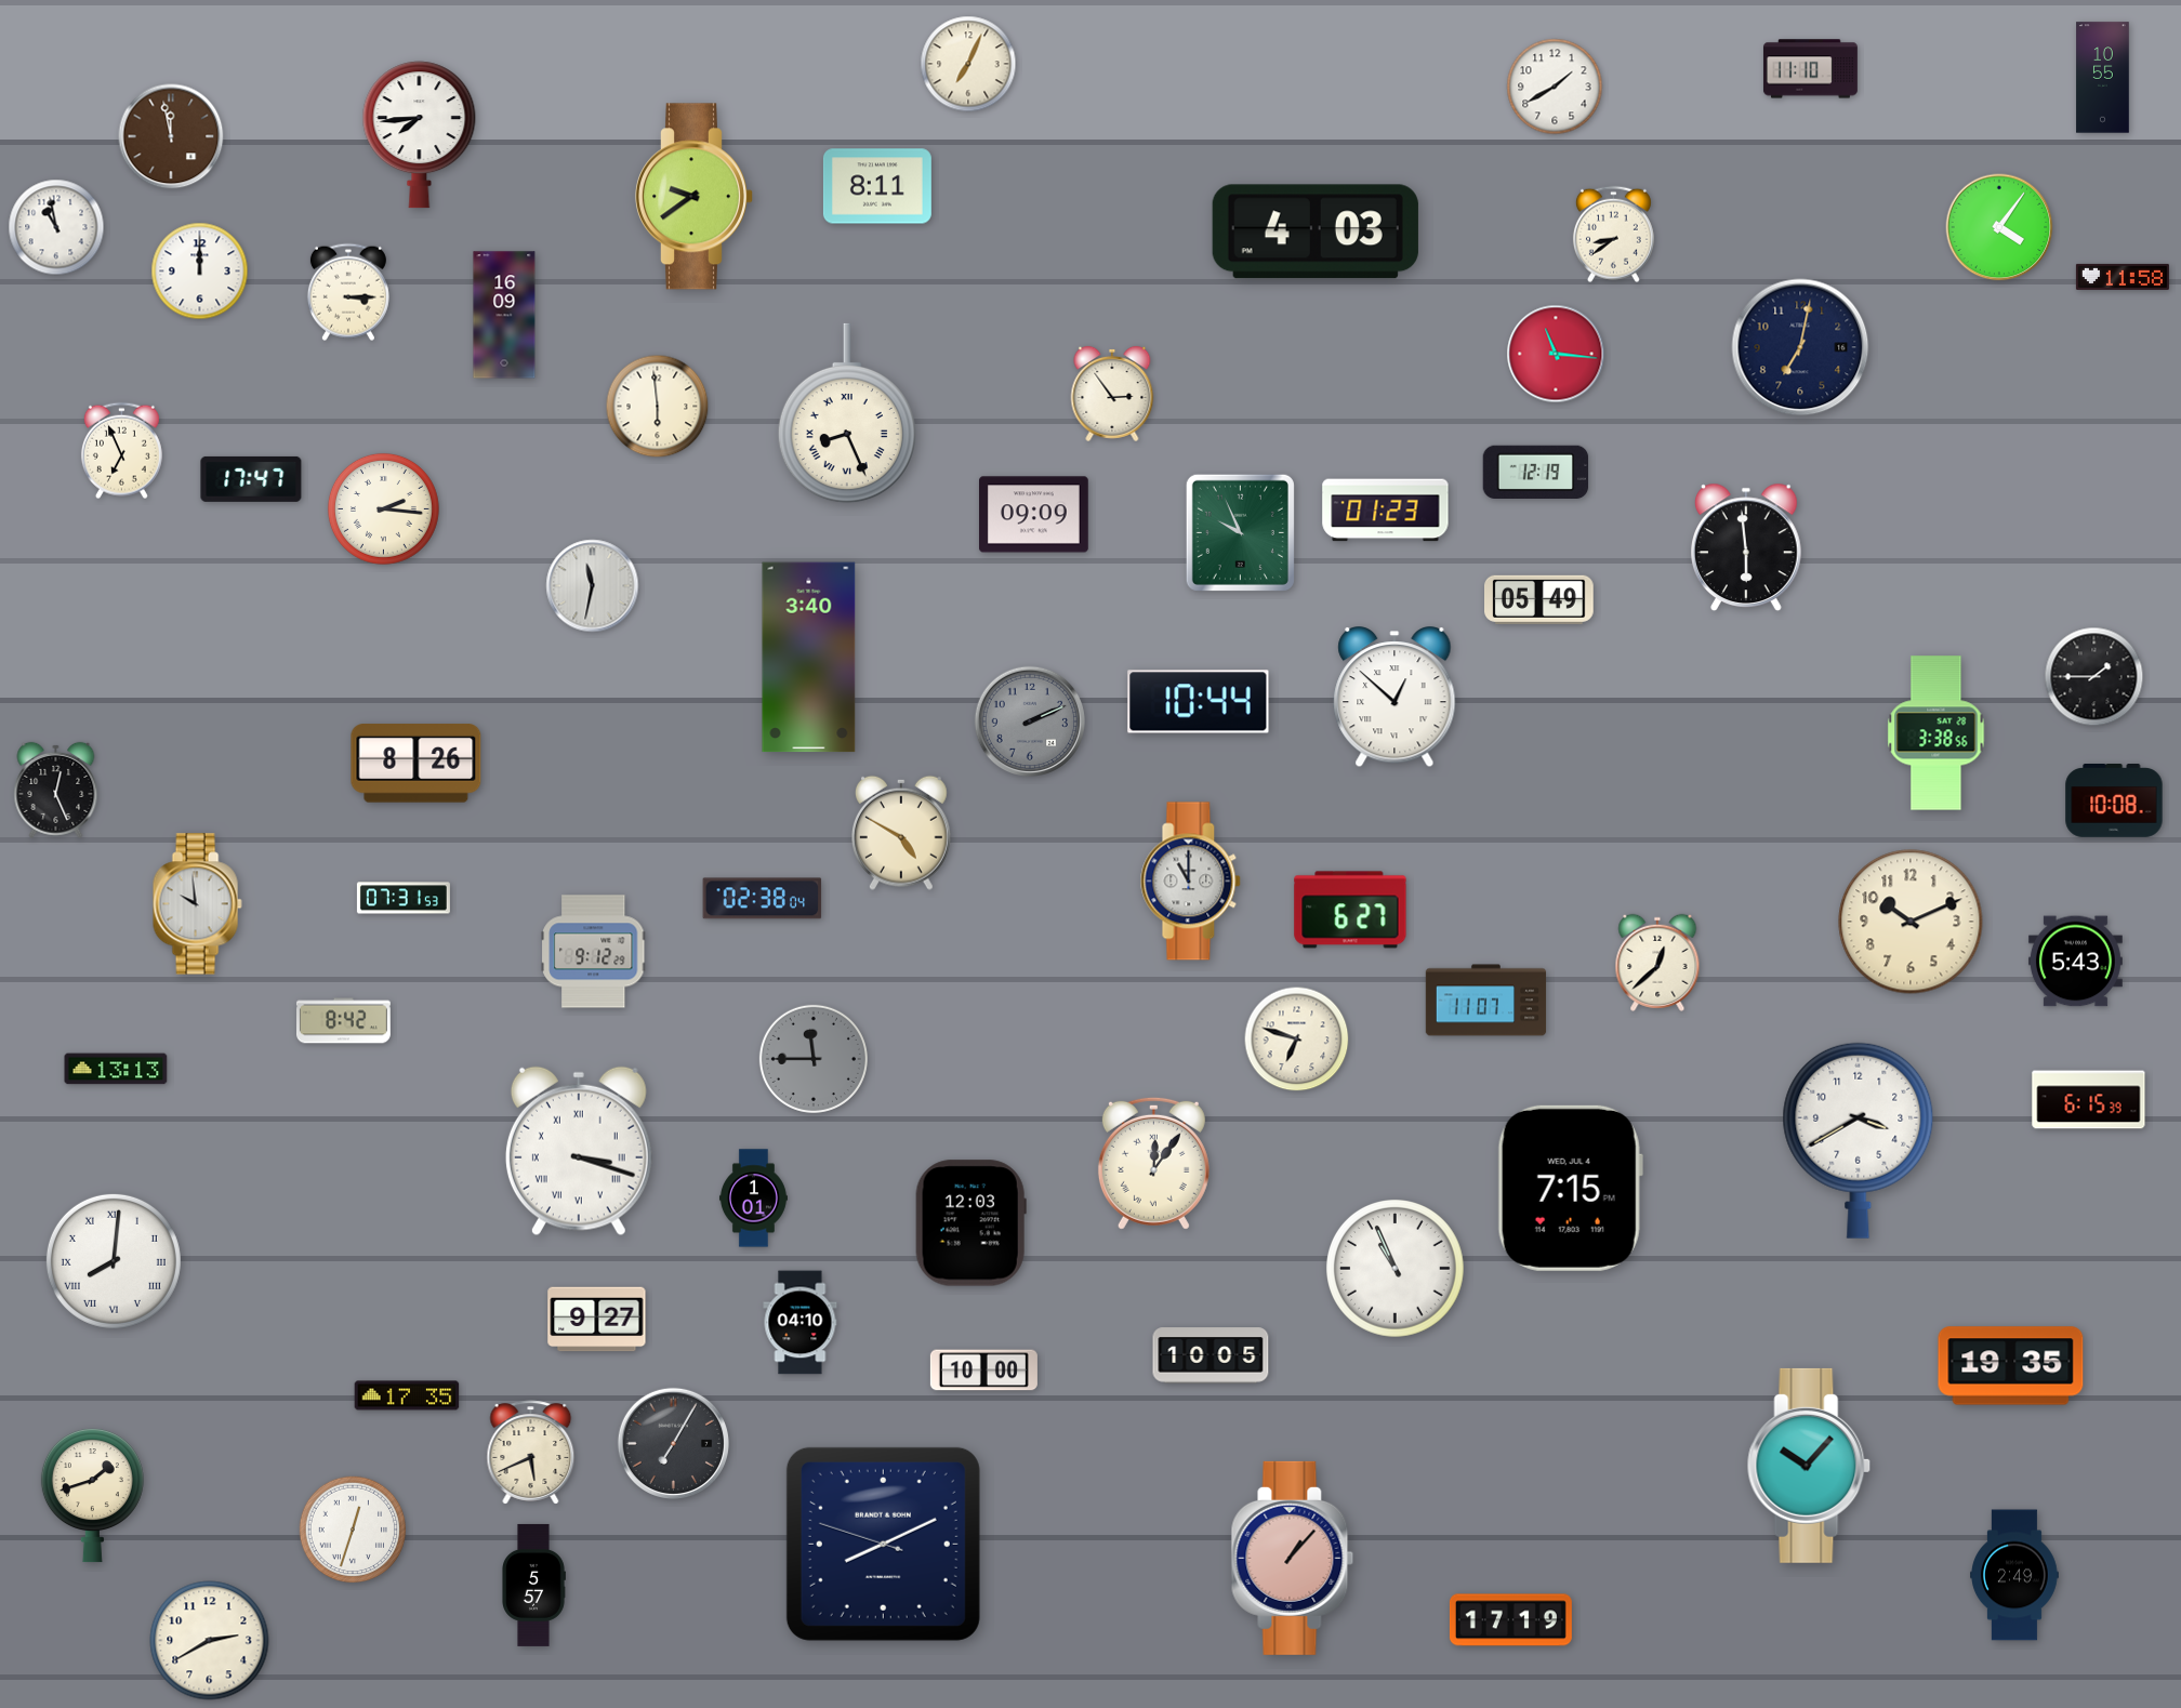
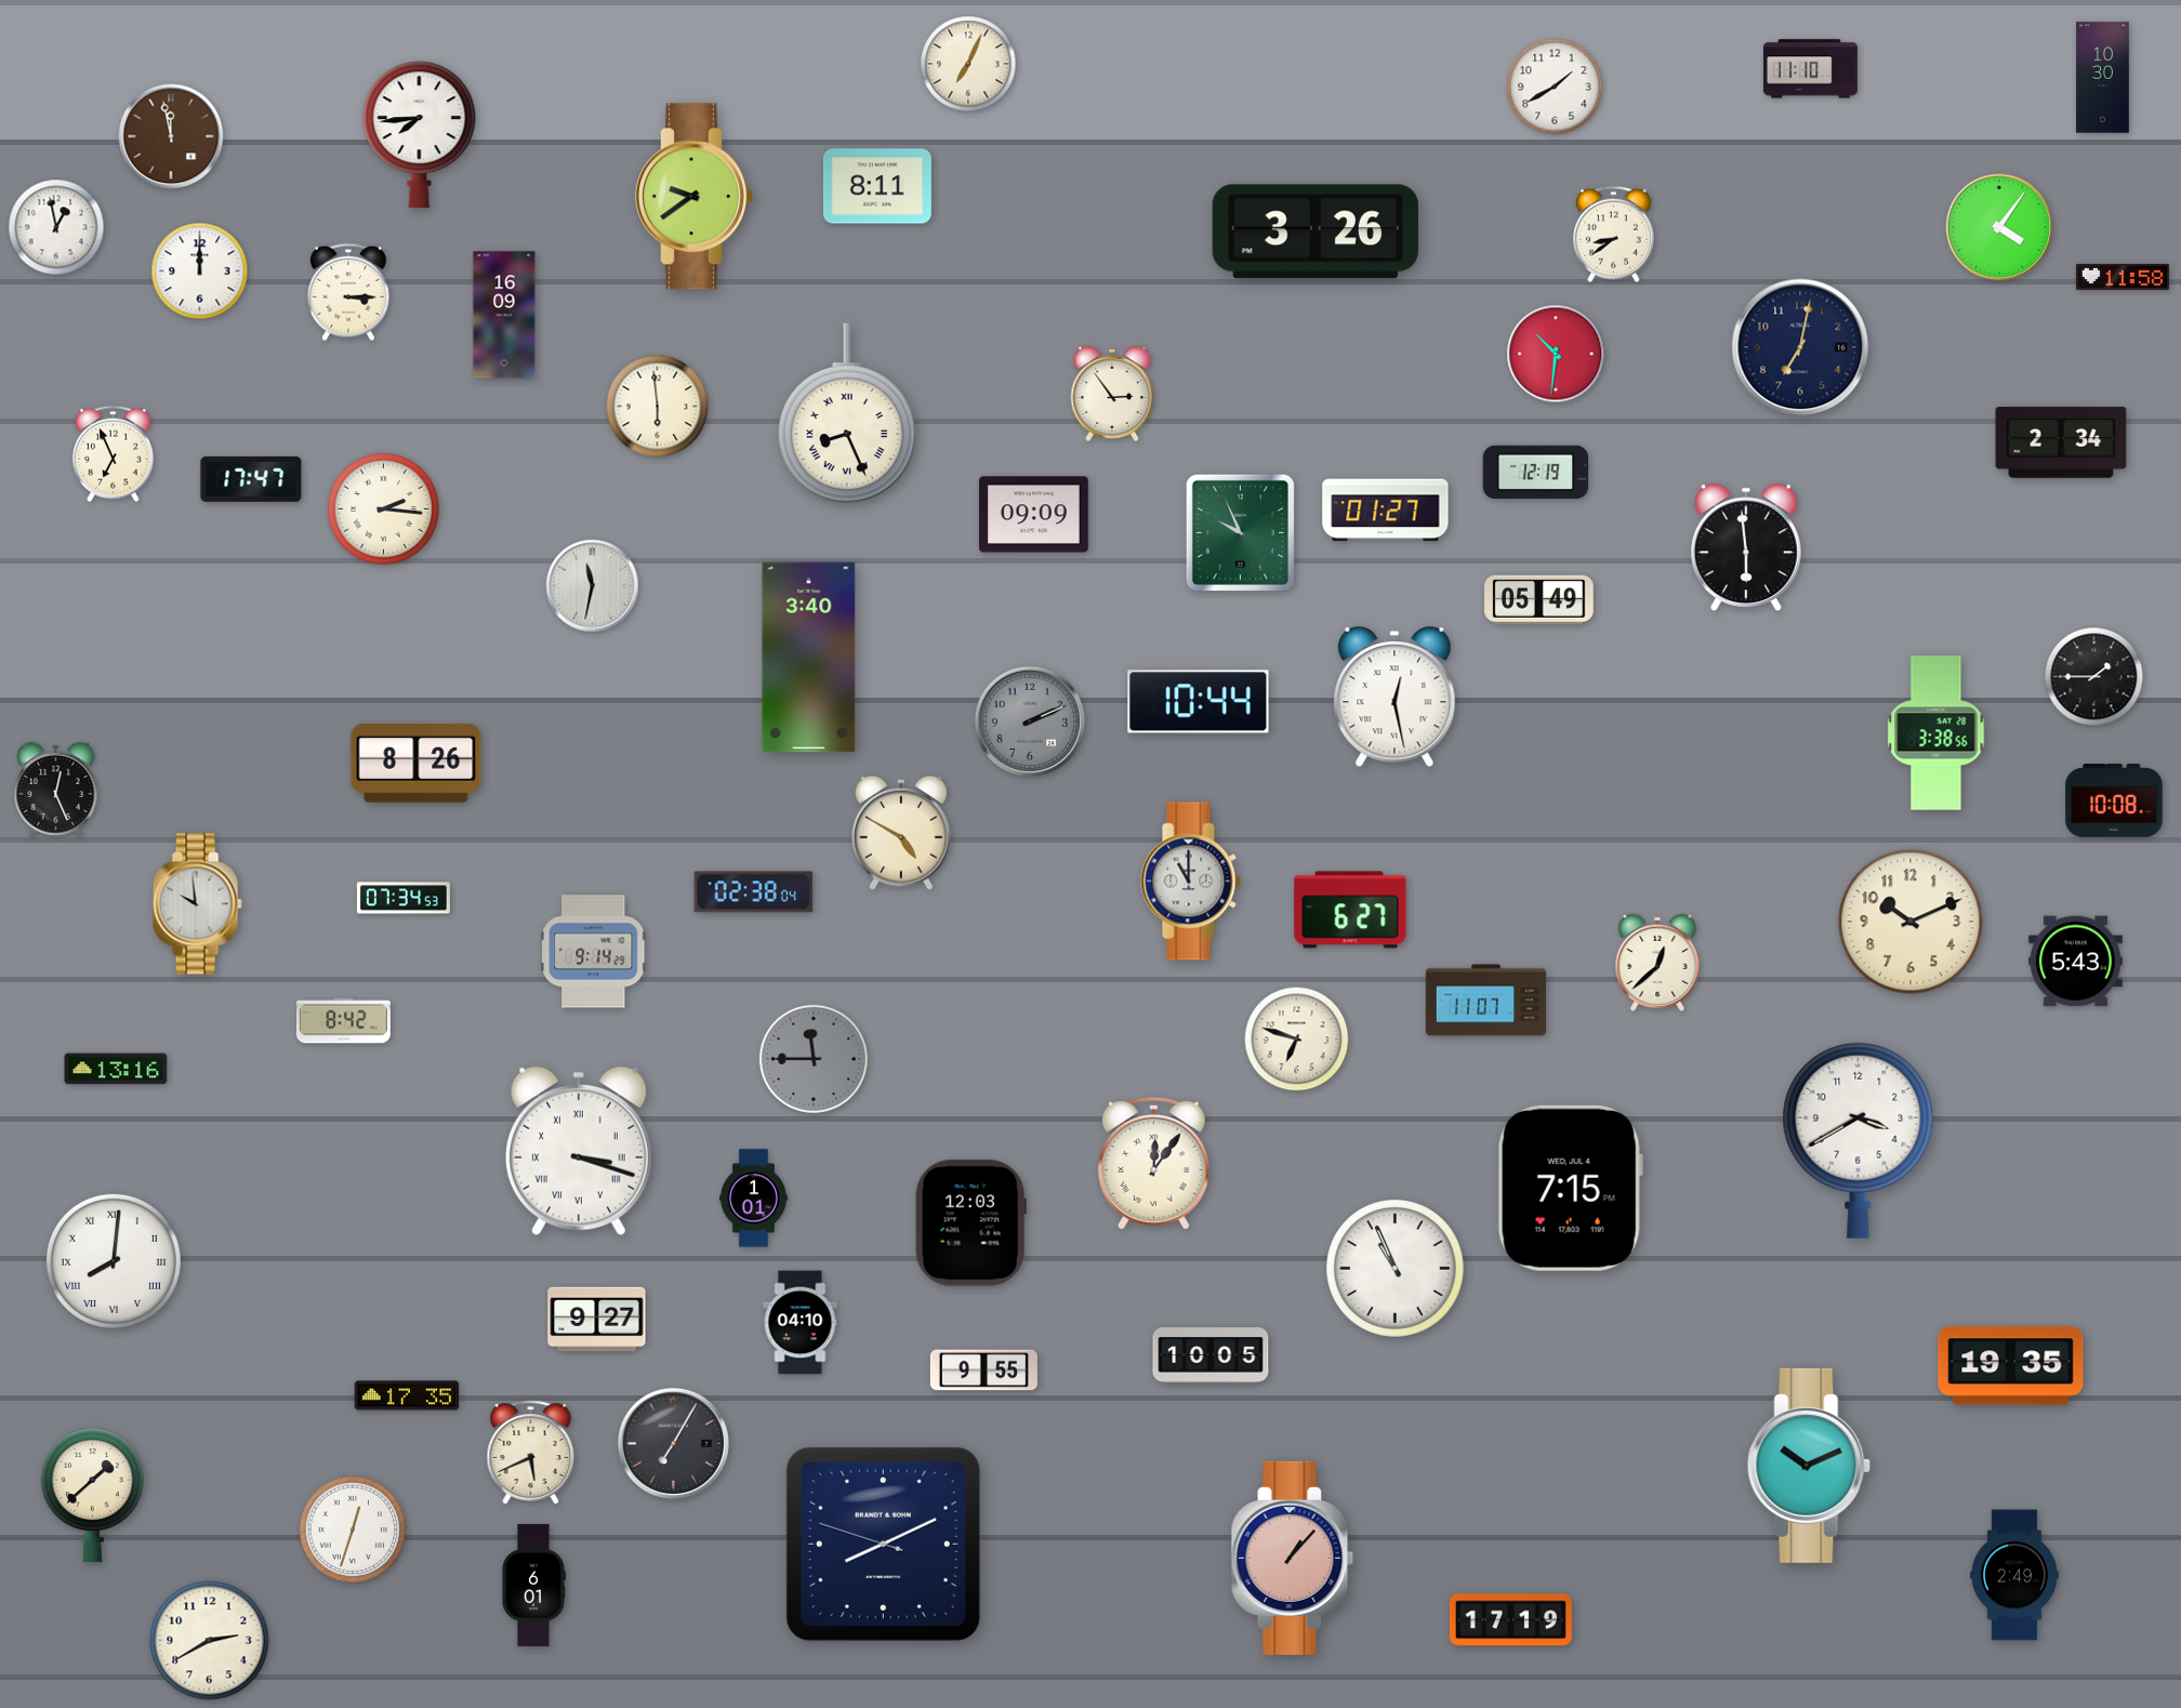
clock at (2103, 78): 10:55 -> 10:30
clock at (56, 227): 10:58 -> 12:58
clock at (1316, 231): 4:03 -> 3:26
clock at (1556, 354): 11:16 -> 10:31
clock at (2061, 442): none -> 2:34
clock at (121, 451) position: (121, 451) -> (113, 454)
clock at (1386, 511): 01:23 -> 01:27
clock at (1394, 698): 12:52 -> 12:28
clock at (404, 898): 07:31 -> 07:34
clock at (763, 899) position: (763, 899) -> (754, 892)
clock at (594, 952): 9:12 -> 9:14
clock at (116, 1069): 13:13 -> 13:16
clock at (2089, 1100): 6:15 -> none
clock at (983, 1371): 10:00 -> 9:55
clock at (1809, 1466): 10:07 -> 10:11
clock at (92, 1496): 1:42 -> 1:38
clock at (534, 1585): 5:57 -> 6:01
